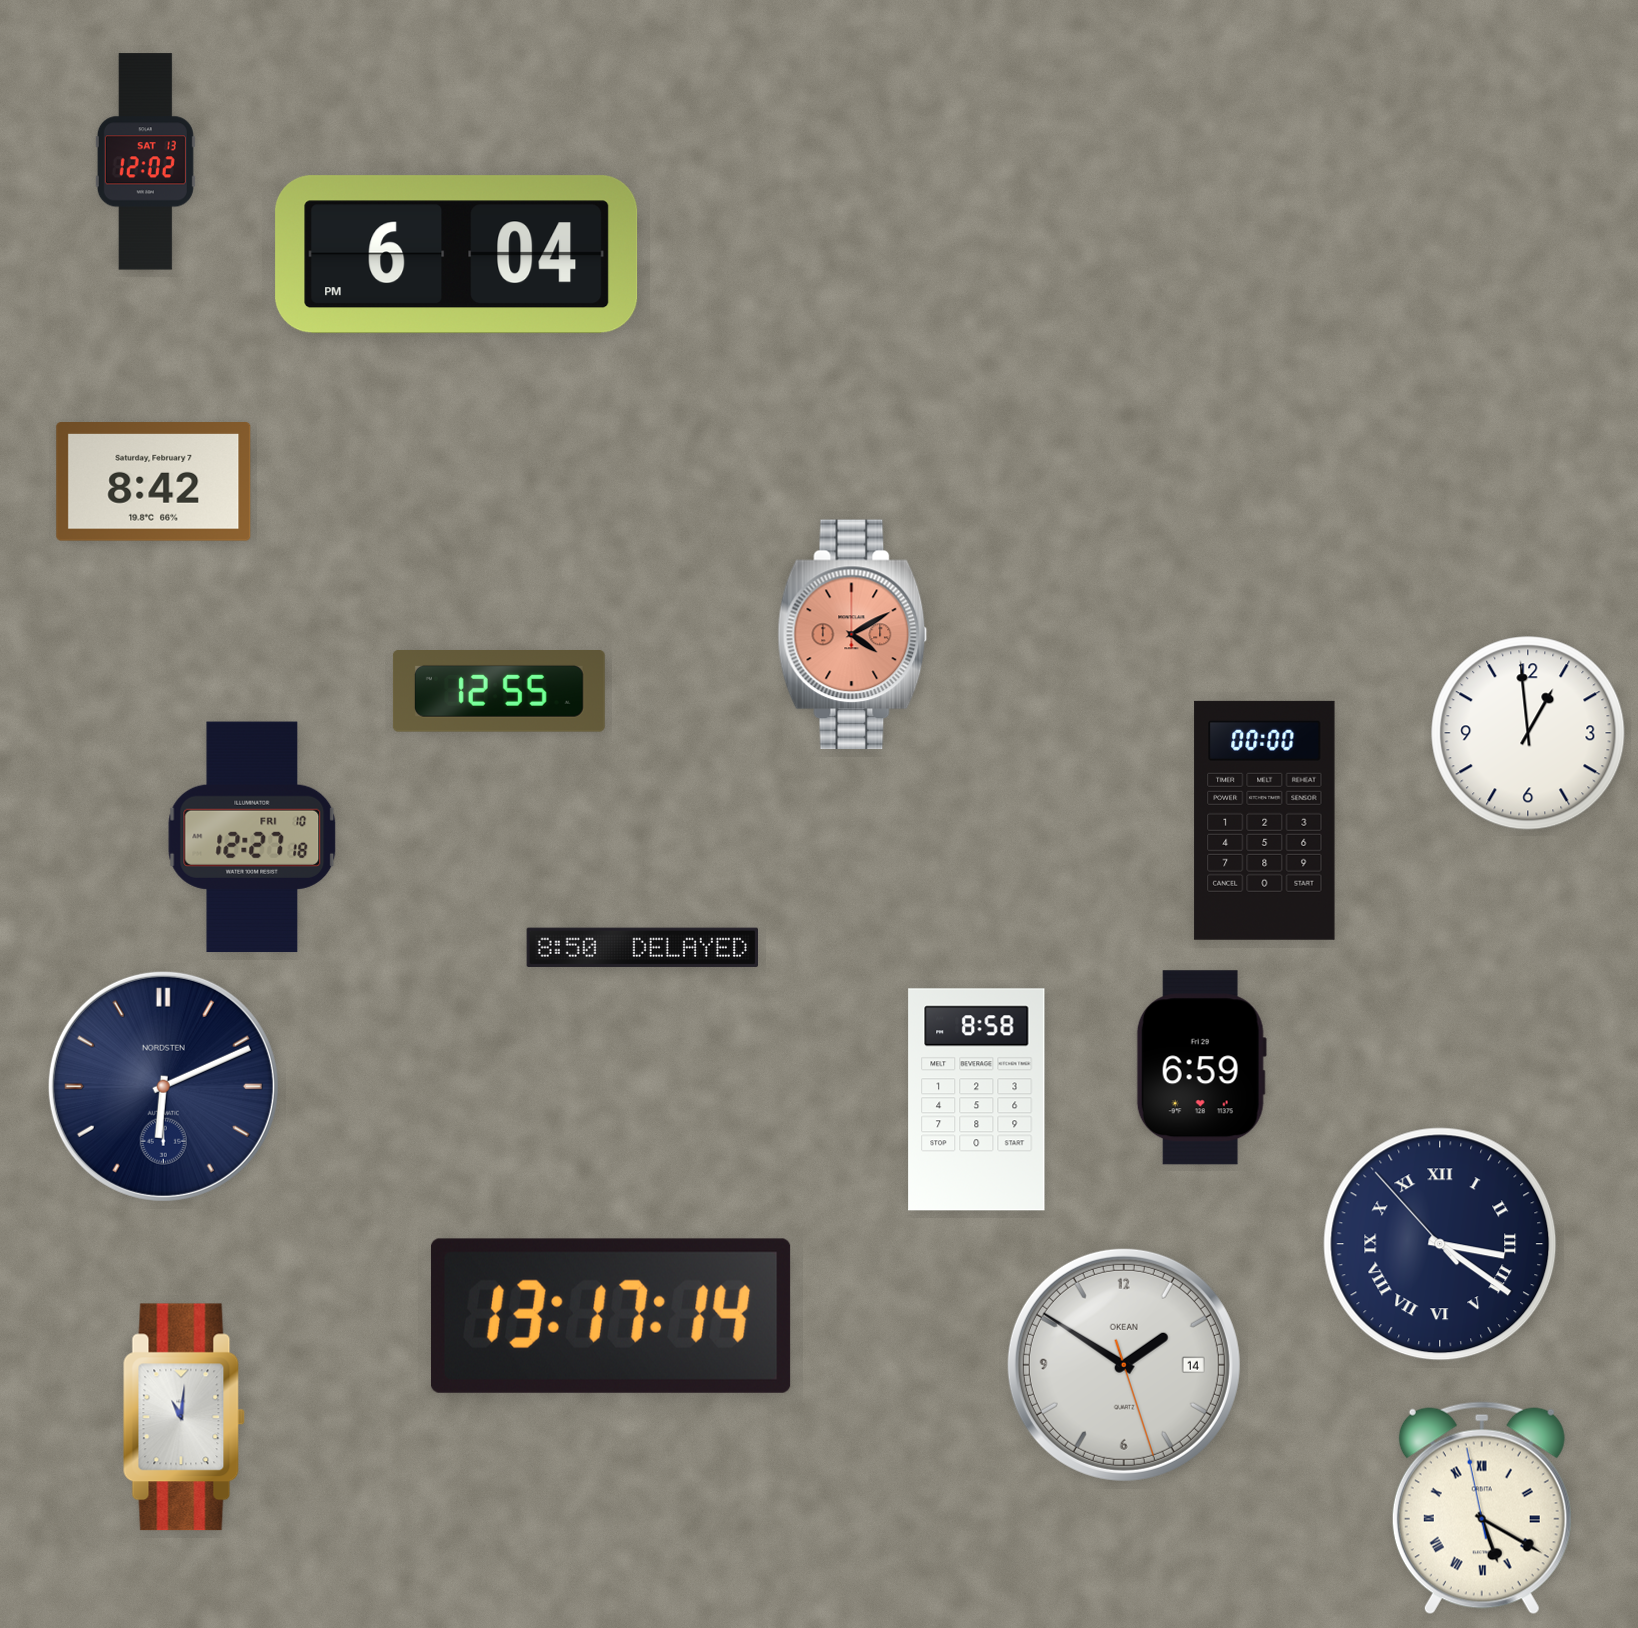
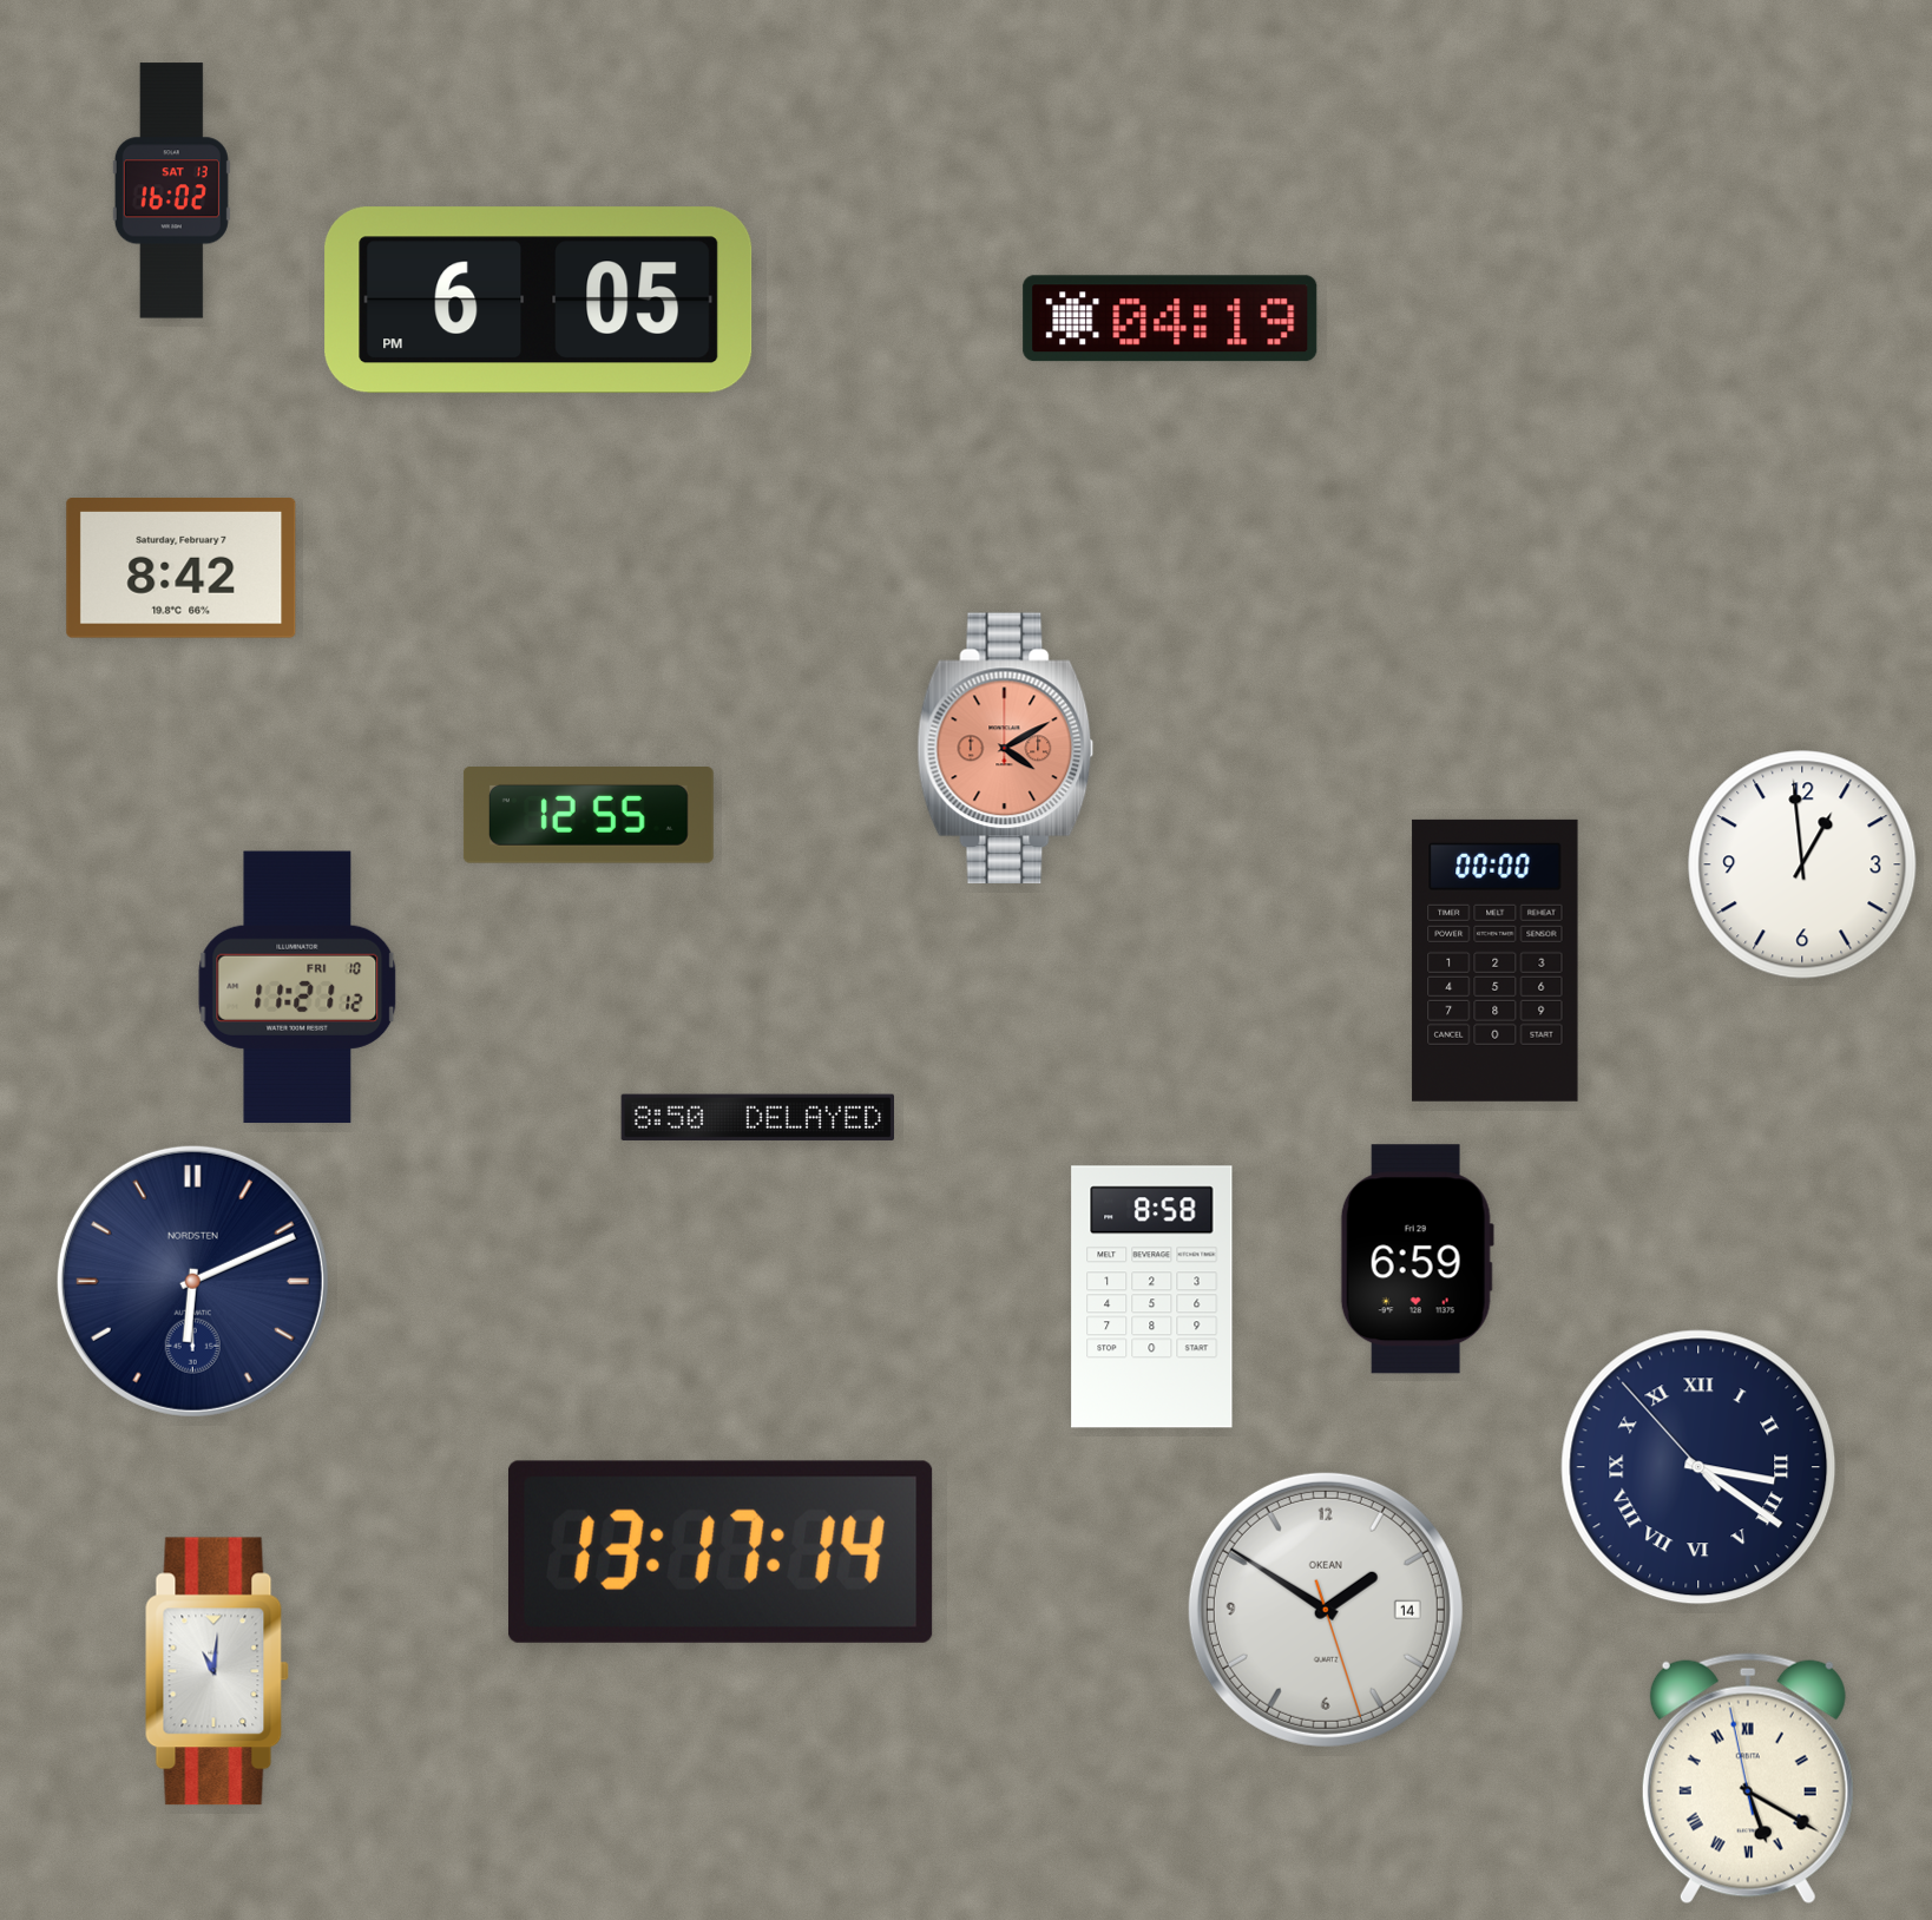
clock at (145, 162): 12:02 -> 16:02
clock at (457, 255): 6:04 -> 6:05
clock at (1170, 318): none -> 04:19
clock at (1265, 820) position: (1265, 820) -> (1496, 960)
clock at (252, 837): 12:27 -> 11:21
